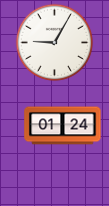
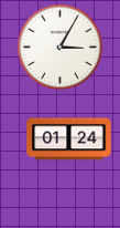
clock at (54, 42): 9:05 -> 3:05
